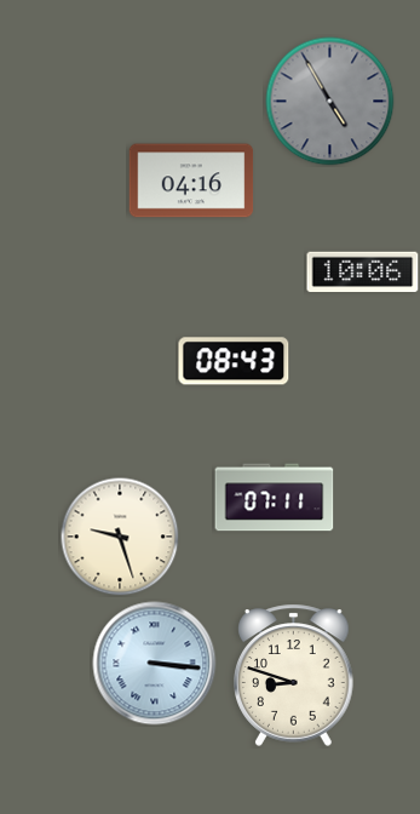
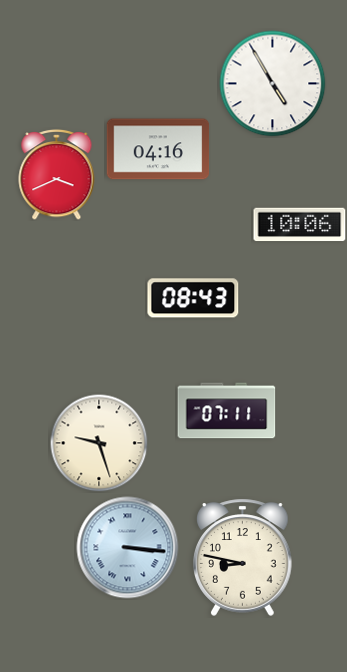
clock at (330, 102) dial: grey -> white
clock at (57, 174): none -> 3:41
clock at (294, 675): 8:48 -> 8:47
